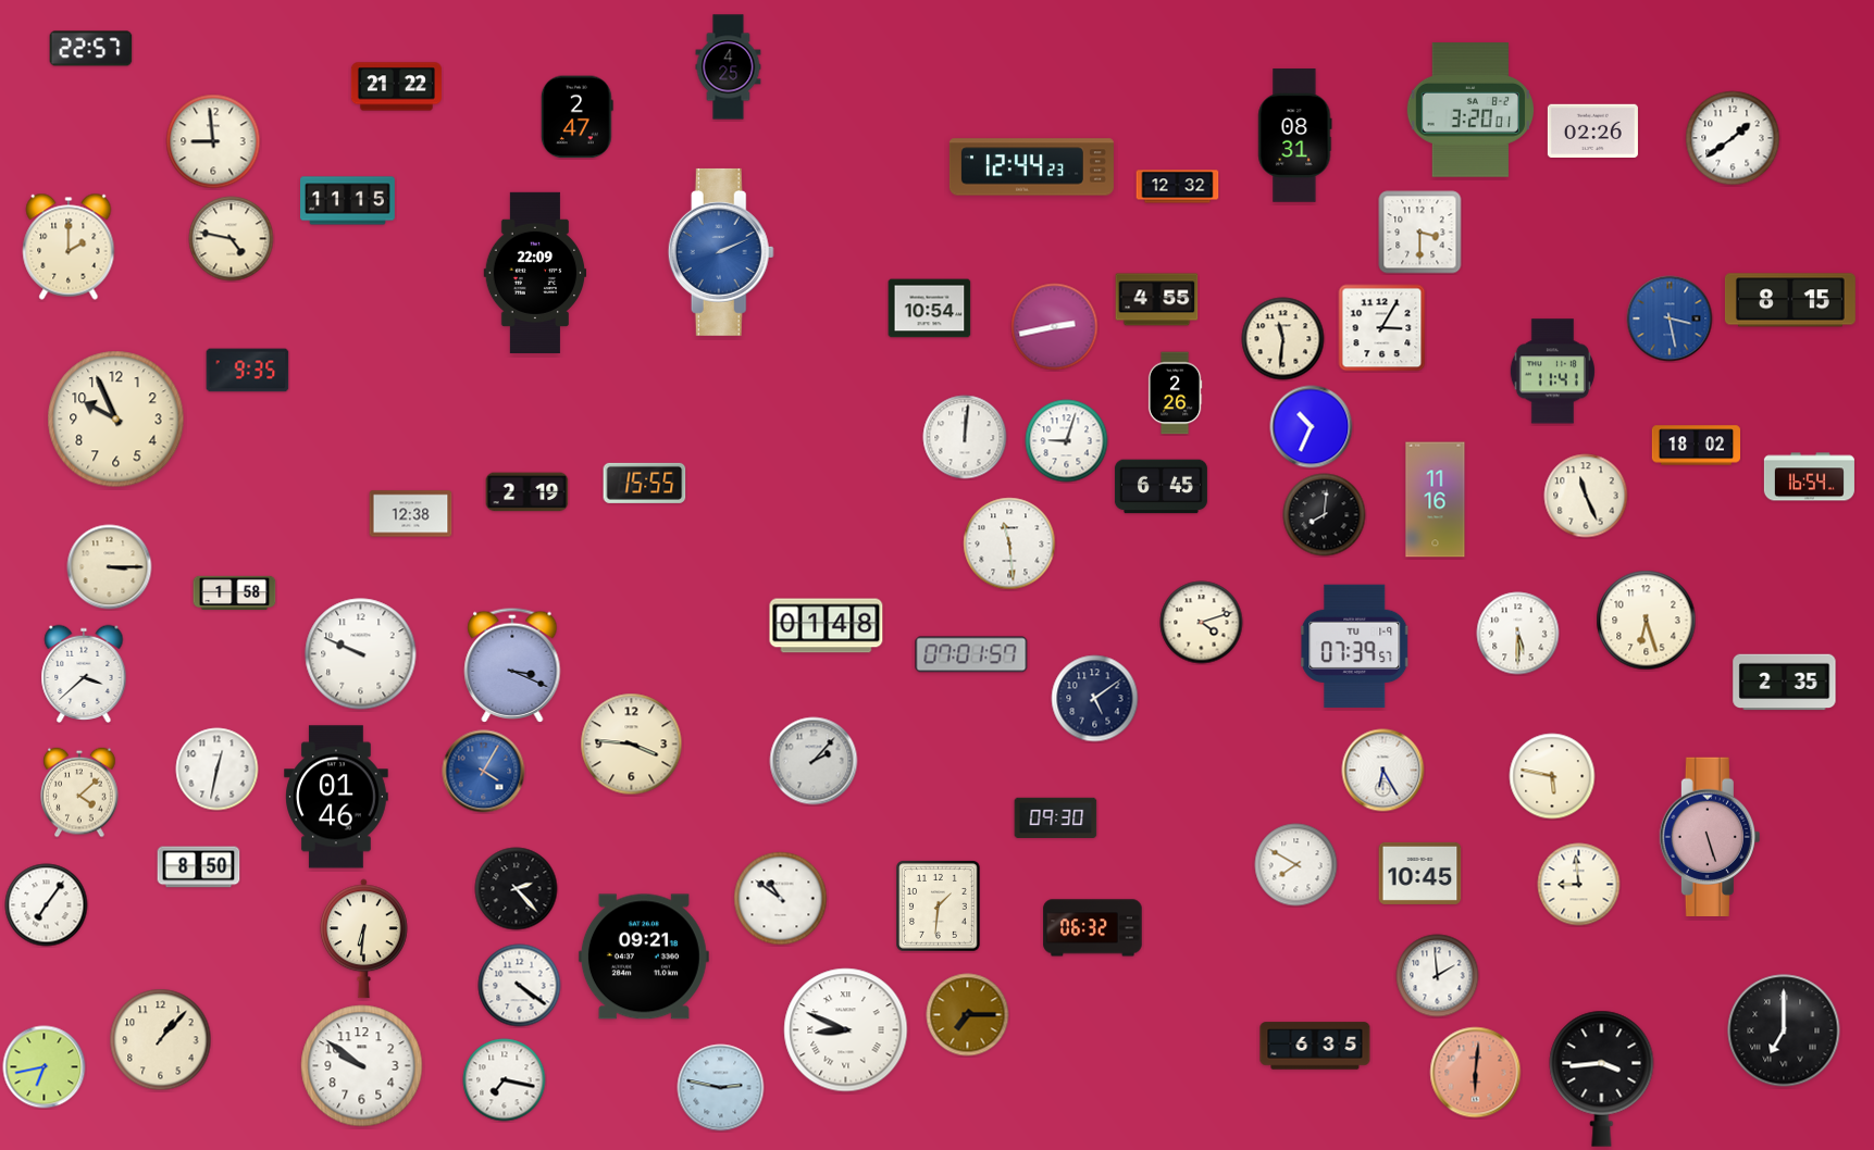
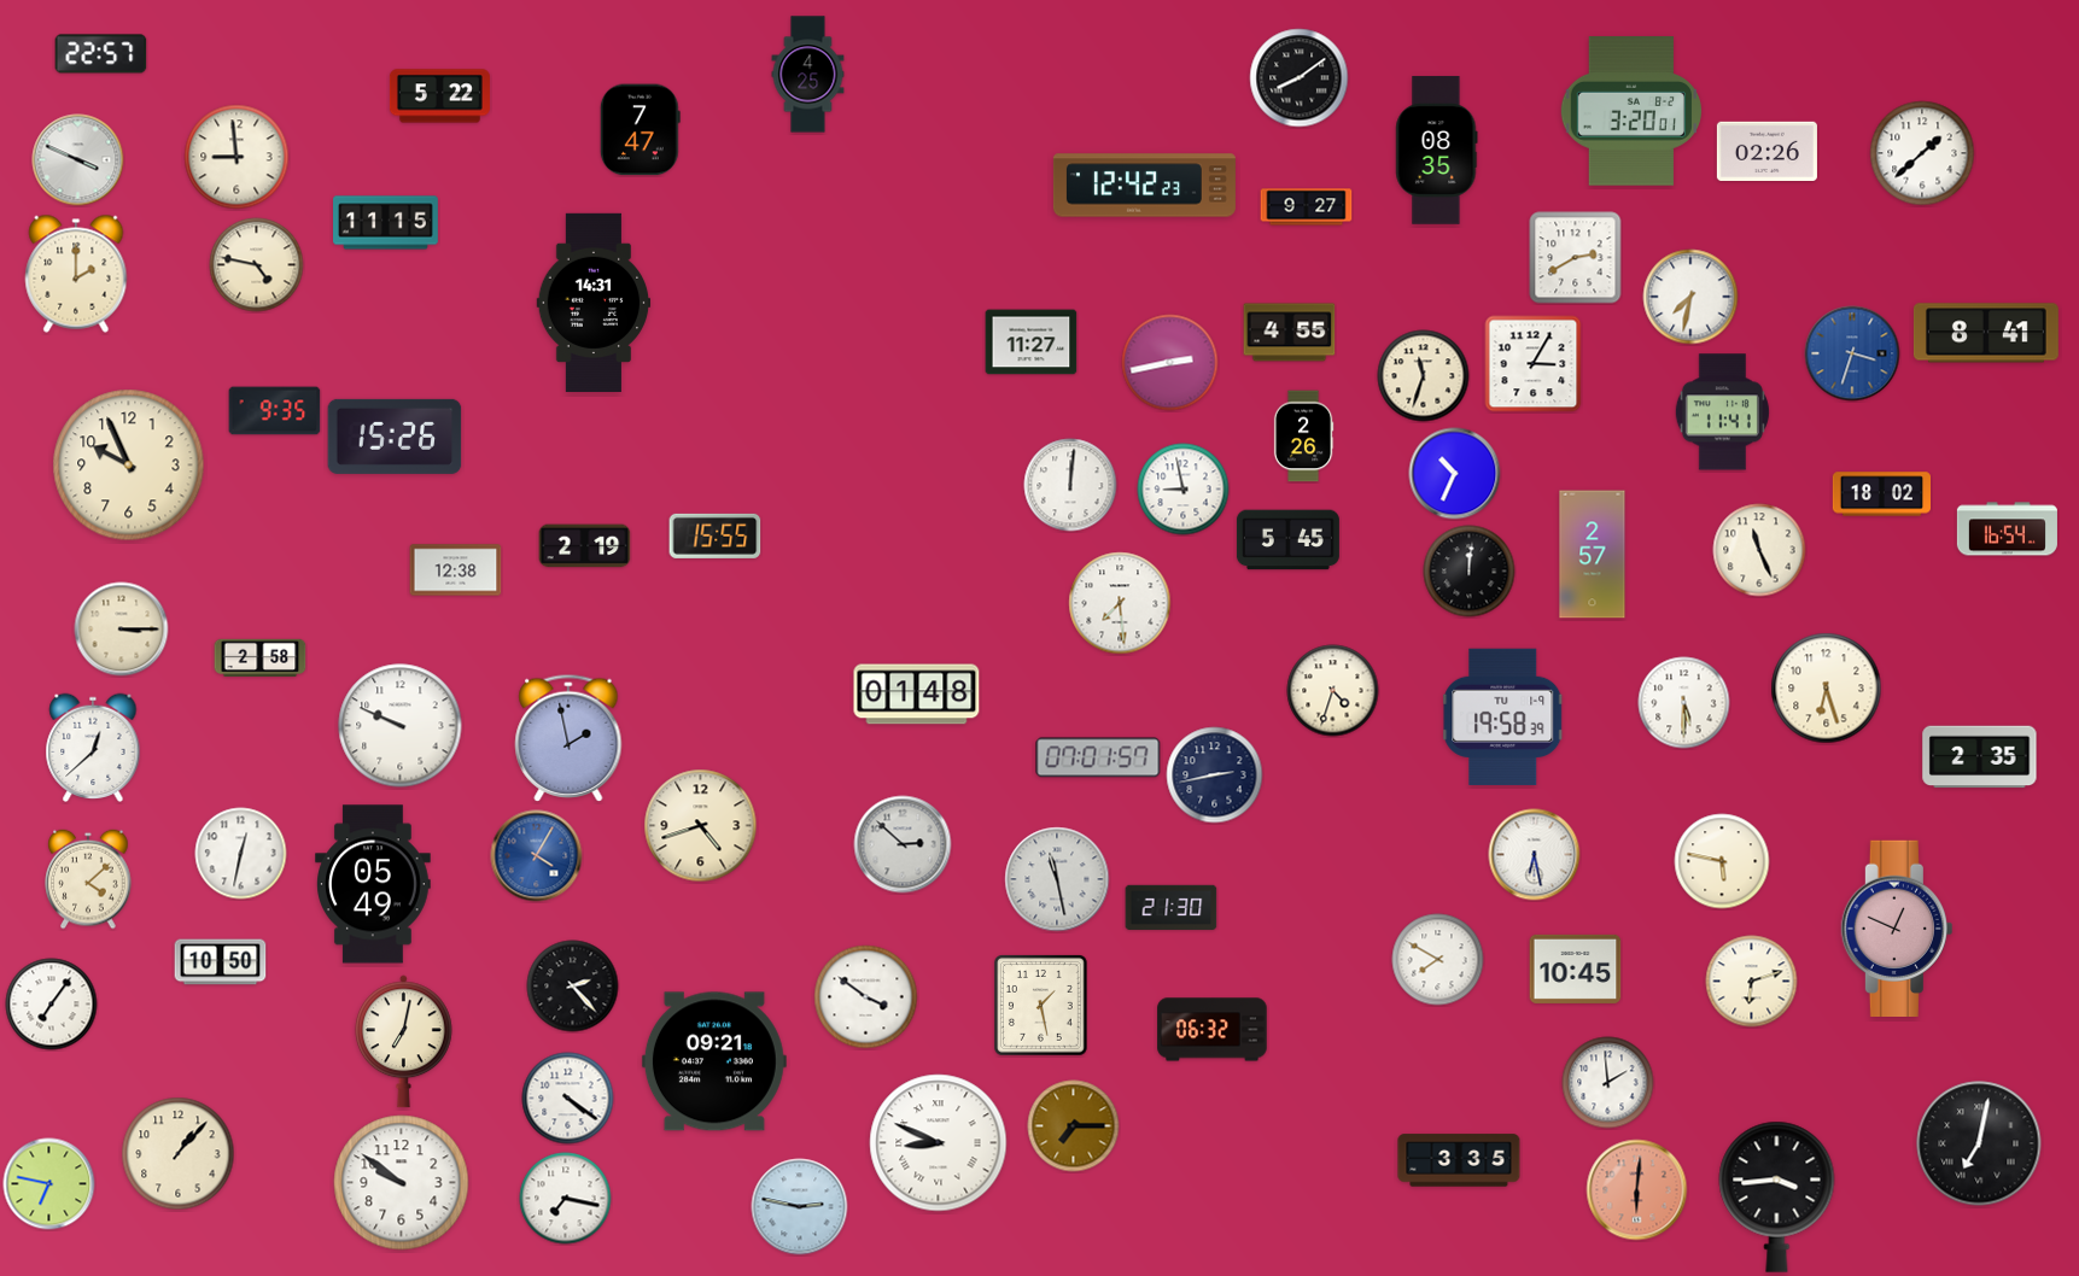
clock at (1300, 78): none -> 8:09
clock at (396, 87): 21:22 -> 5:22
clock at (1470, 110) position: (1470, 110) -> (1631, 111)
clock at (576, 117): 2:47 -> 7:47
clock at (1592, 130) position: (1592, 130) -> (1766, 151)
clock at (1295, 136): 08:31 -> 08:35
clock at (1733, 138): 1:39 -> 1:38
clock at (78, 160): none -> 3:49
clock at (1031, 167): 12:44 -> 12:42
clock at (1178, 187): 12:32 -> 9:27
clock at (1420, 233): 3:30 -> 2:40
clock at (721, 252): 2:11 -> none
clock at (1690, 297): none -> 7:32
clock at (535, 272): 22:09 -> 14:31
clock at (1157, 300) position: (1157, 300) -> (1290, 333)
clock at (1790, 300): 8:15 -> 8:41
clock at (930, 309): 10:54 -> 11:27
clock at (1670, 318): 3:28 -> 3:33
clock at (1283, 339): 11:31 -> 11:33
clock at (395, 437): none -> 15:26
clock at (1067, 441): 9:03 -> 8:58
clock at (1161, 487): 6:45 -> 5:45
clock at (1436, 500): 11:16 -> 2:57
clock at (1325, 515): 8:01 -> 12:01
clock at (1009, 543): 11:29 -> 7:29
clock at (235, 592): 1:58 -> 2:58
clock at (1202, 623): 4:12 -> 4:33
clock at (1355, 646): 07:39 -> 19:58
clock at (971, 654) position: (971, 654) -> (1098, 757)
clock at (512, 665): 3:19 -> 1:58
clock at (84, 673): 3:38 -> 12:38
clock at (1095, 699): 5:09 -> 2:43
clock at (632, 745): 3:46 -> 4:42
clock at (814, 761): 2:07 -> 2:52
clock at (1383, 771): 6:25 -> 6:28
clock at (1057, 879): none -> 11:28
clock at (337, 797): 01:46 -> 05:49
clock at (1056, 817): 09:30 -> 21:30
clock at (1710, 836): 5:27 -> 12:49
clock at (199, 867): 8:50 -> 10:50
clock at (1579, 885): 8:59 -> 6:12
clock at (781, 899): 10:51 -> 3:51
clock at (939, 907): 1:31 -> 1:28
clock at (363, 939): 6:31 -> 7:02
clock at (1438, 976) position: (1438, 976) -> (1608, 1083)
clock at (520, 986) position: (520, 986) -> (568, 1099)
clock at (1784, 1030): 7:00 -> 7:02
clock at (1315, 1046): 6:35 -> 3:35
clock at (45, 1067): 6:43 -> 6:47
clock at (505, 1080) position: (505, 1080) -> (566, 1199)
